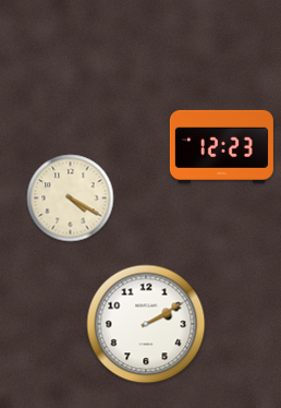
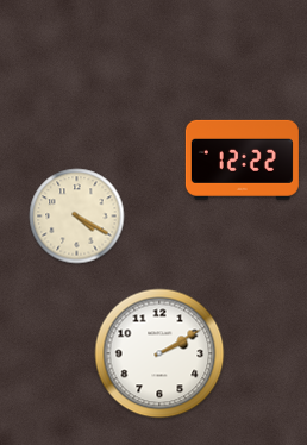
clock at (221, 146): 12:23 -> 12:22
